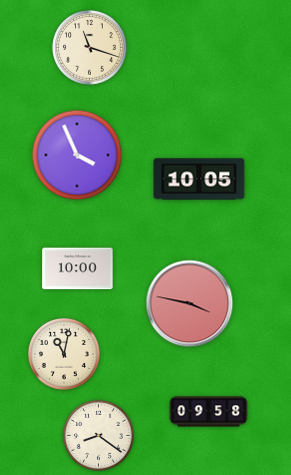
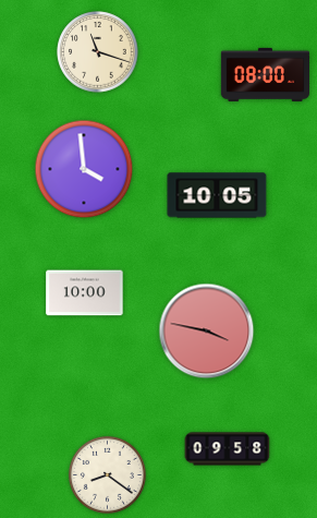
clock at (265, 74): none -> 08:00
clock at (77, 155): 3:56 -> 3:59
clock at (64, 354): 11:02 -> none
